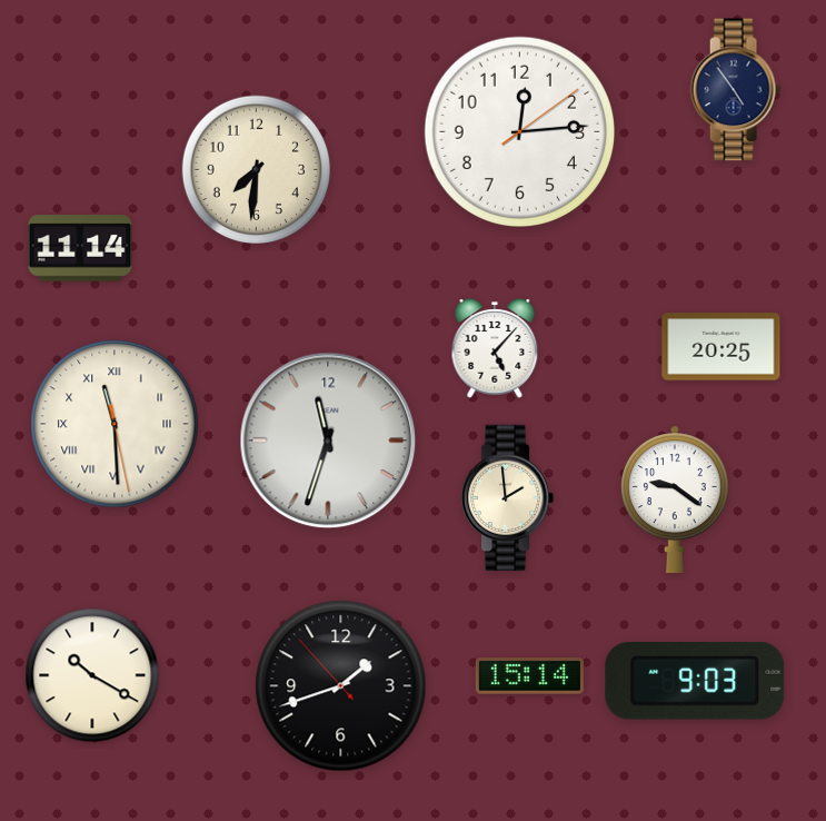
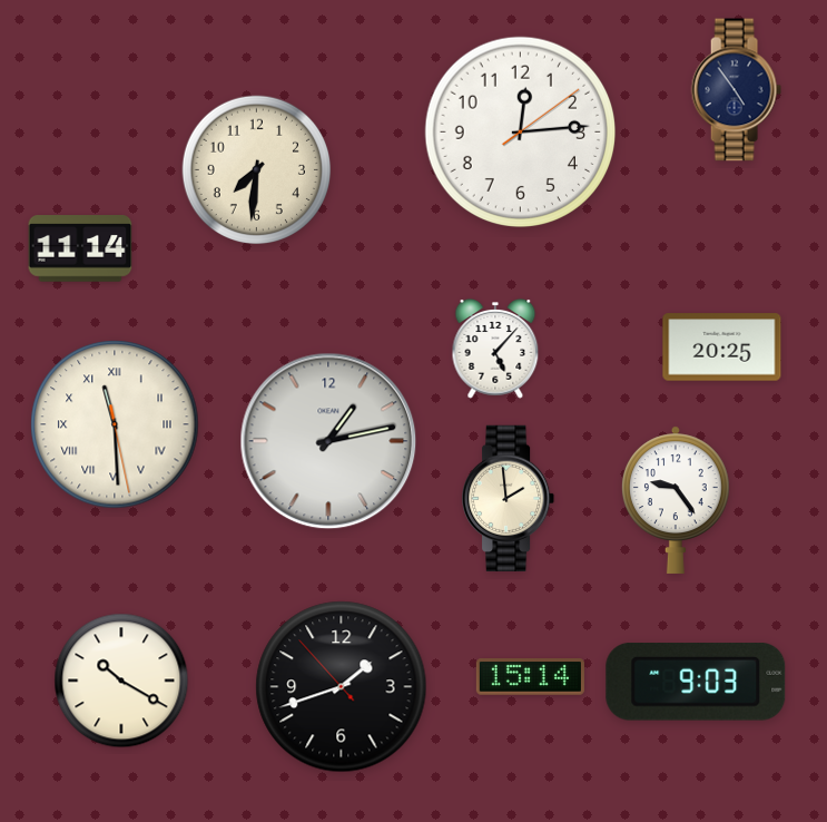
clock at (328, 441): 11:33 -> 1:13
clock at (675, 499): 9:21 -> 9:24
clock at (92, 675) position: (92, 675) -> (121, 681)
